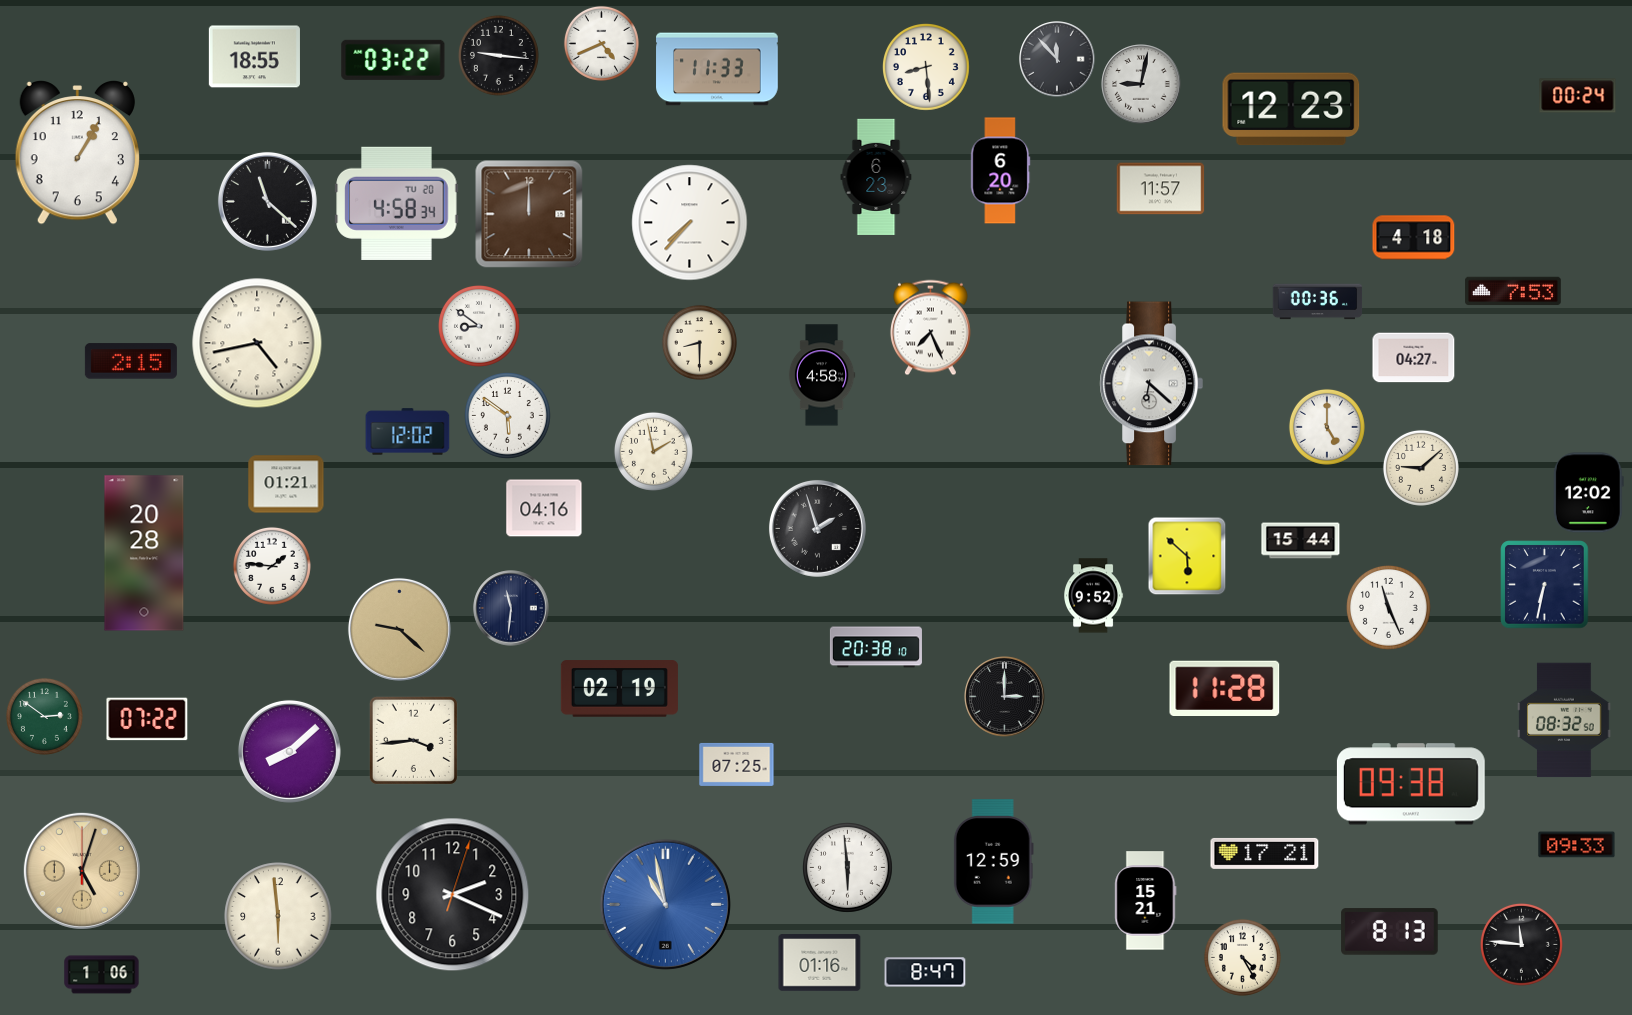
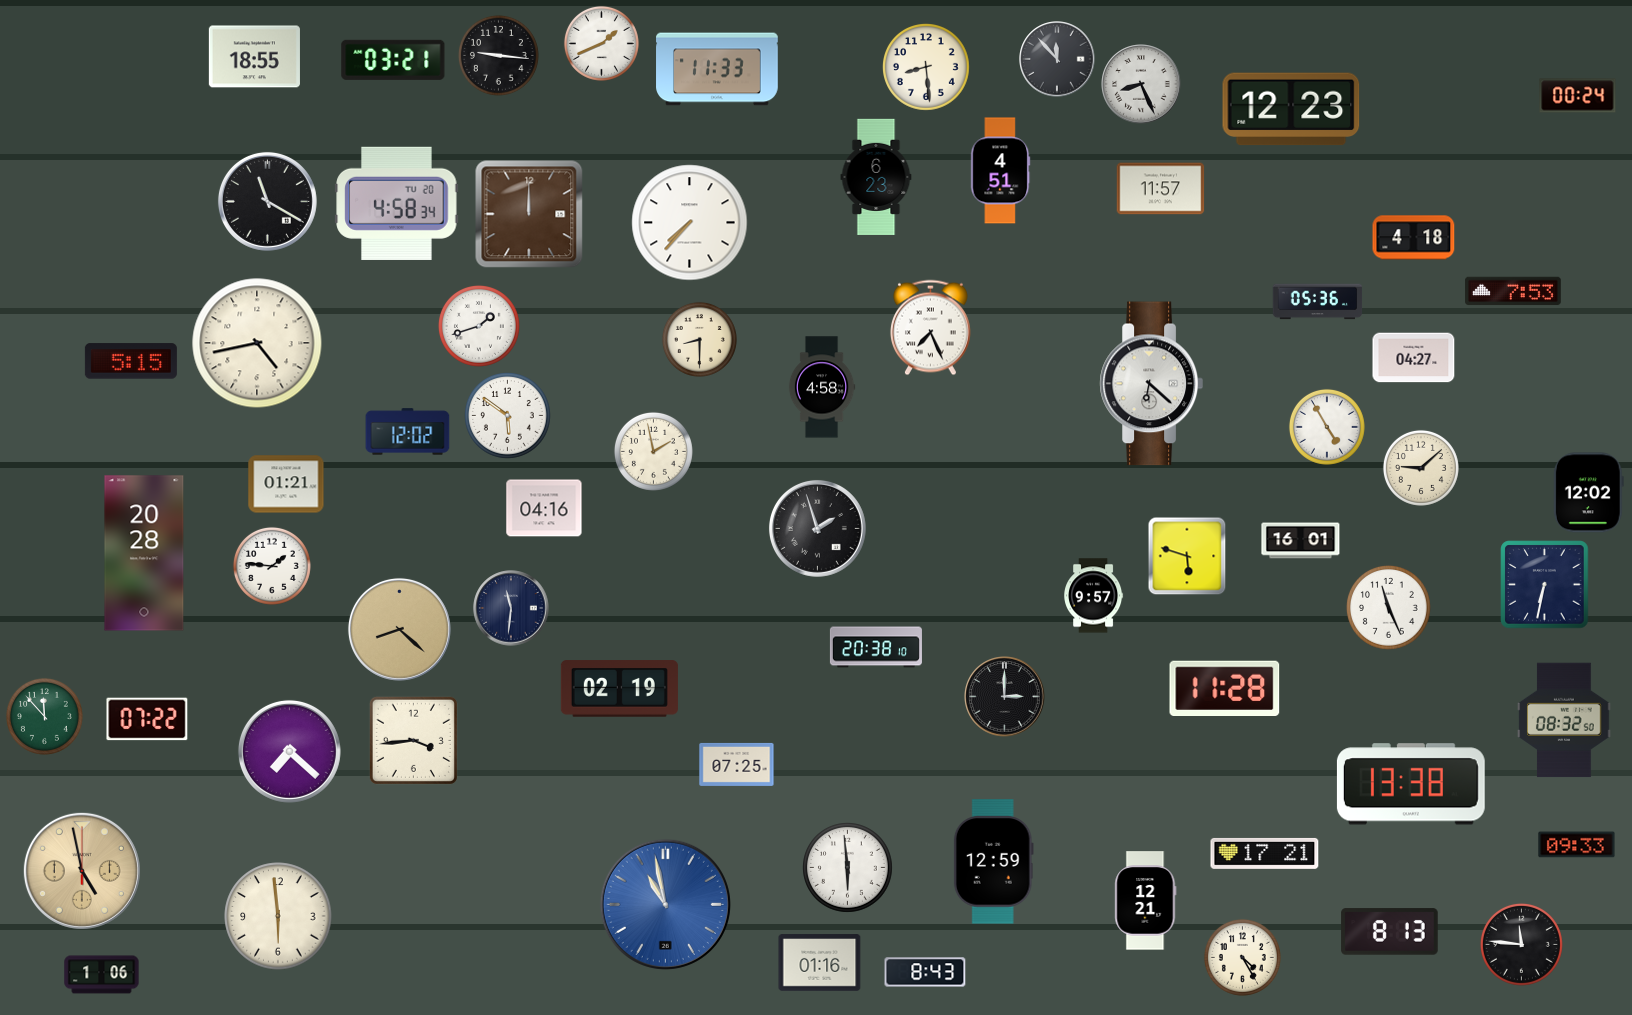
clock at (601, 43): 4:41 -> 1:41
clock at (393, 60): 03:22 -> 03:21
clock at (1141, 84): 9:02 -> 8:26
clock at (77, 152): 1:05 -> none
clock at (1001, 171): 6:20 -> 4:51
clock at (267, 201): 11:22 -> 11:20
clock at (1318, 302): 00:36 -> 05:36
clock at (479, 326): 8:51 -> 1:42
clock at (699, 342) position: (699, 342) -> (699, 339)
clock at (131, 361): 2:15 -> 5:15
clock at (822, 375) position: (822, 375) -> (822, 387)
clock at (1327, 427): 5:00 -> 4:55
clock at (1301, 541): 15:44 -> 16:01
clock at (1187, 556): 5:52 -> 5:48
clock at (1093, 596): 9:52 -> 9:57
clock at (399, 629): 9:22 -> 8:22
clock at (44, 716): 2:51 -> 11:53
clock at (289, 751): 8:08 -> 7:22
clock at (1411, 784): 09:38 -> 13:38
clock at (82, 871): 5:03 -> 4:58
clock at (453, 895): 2:19 -> none
clock at (1146, 901): 15:21 -> 12:21
clock at (925, 972): 8:47 -> 8:43
